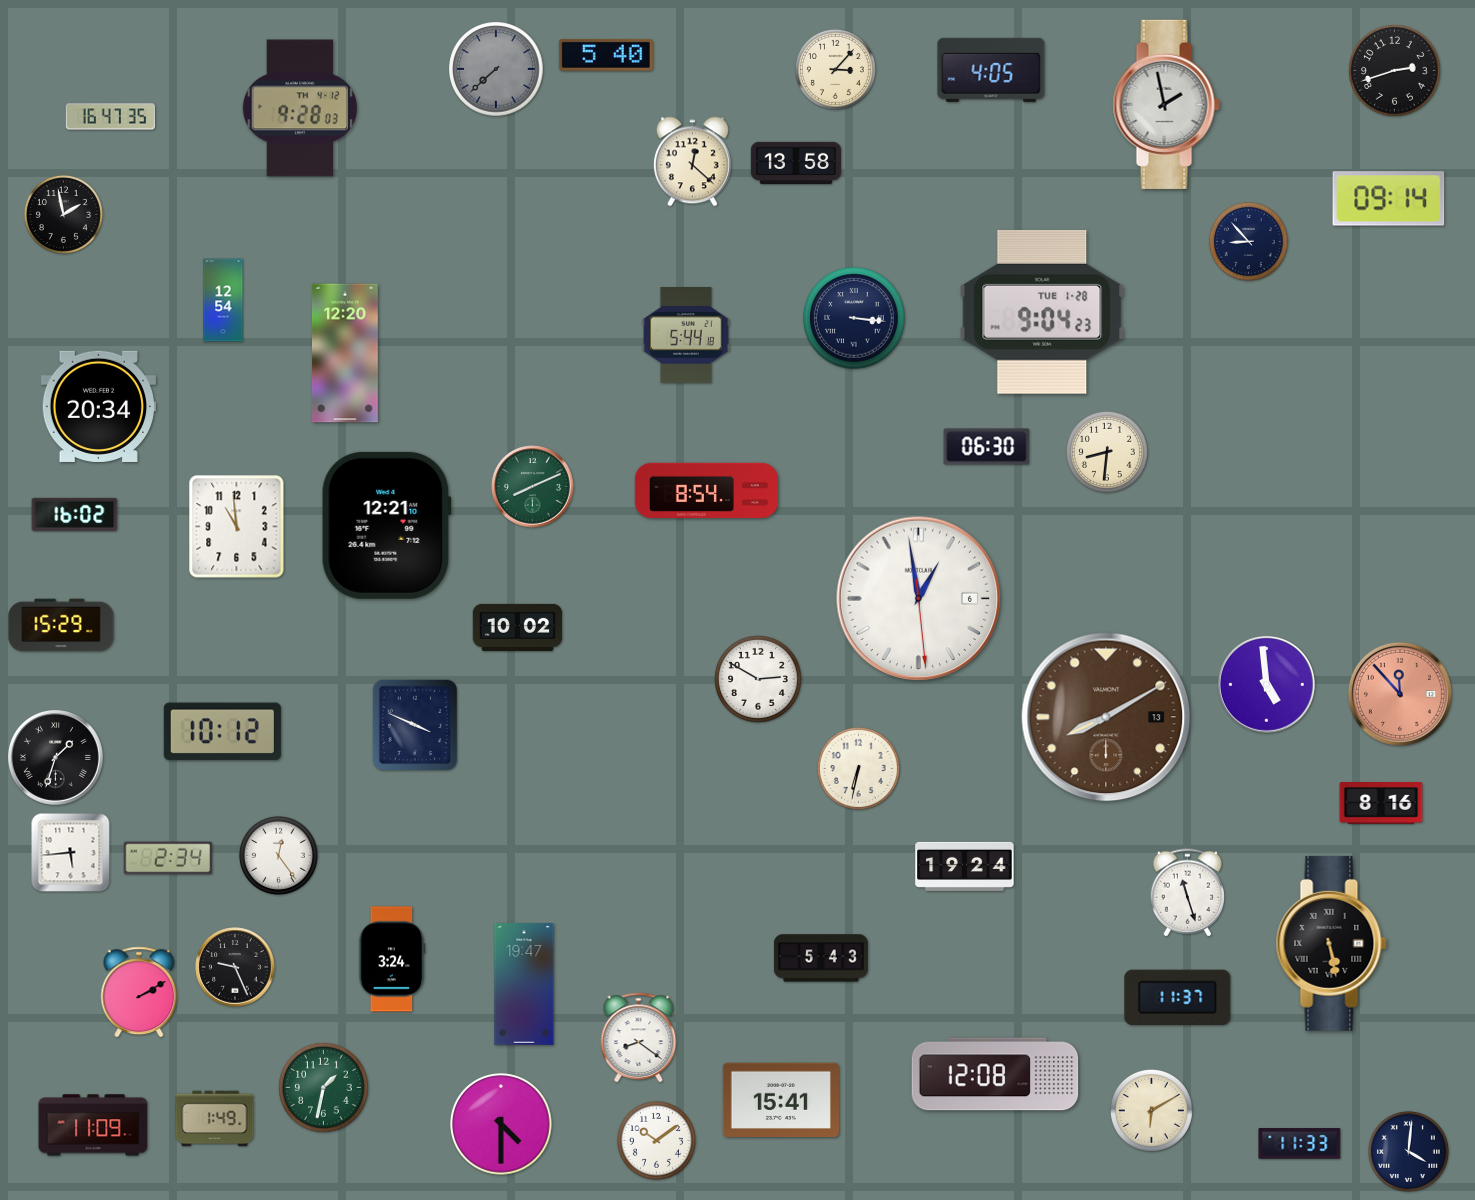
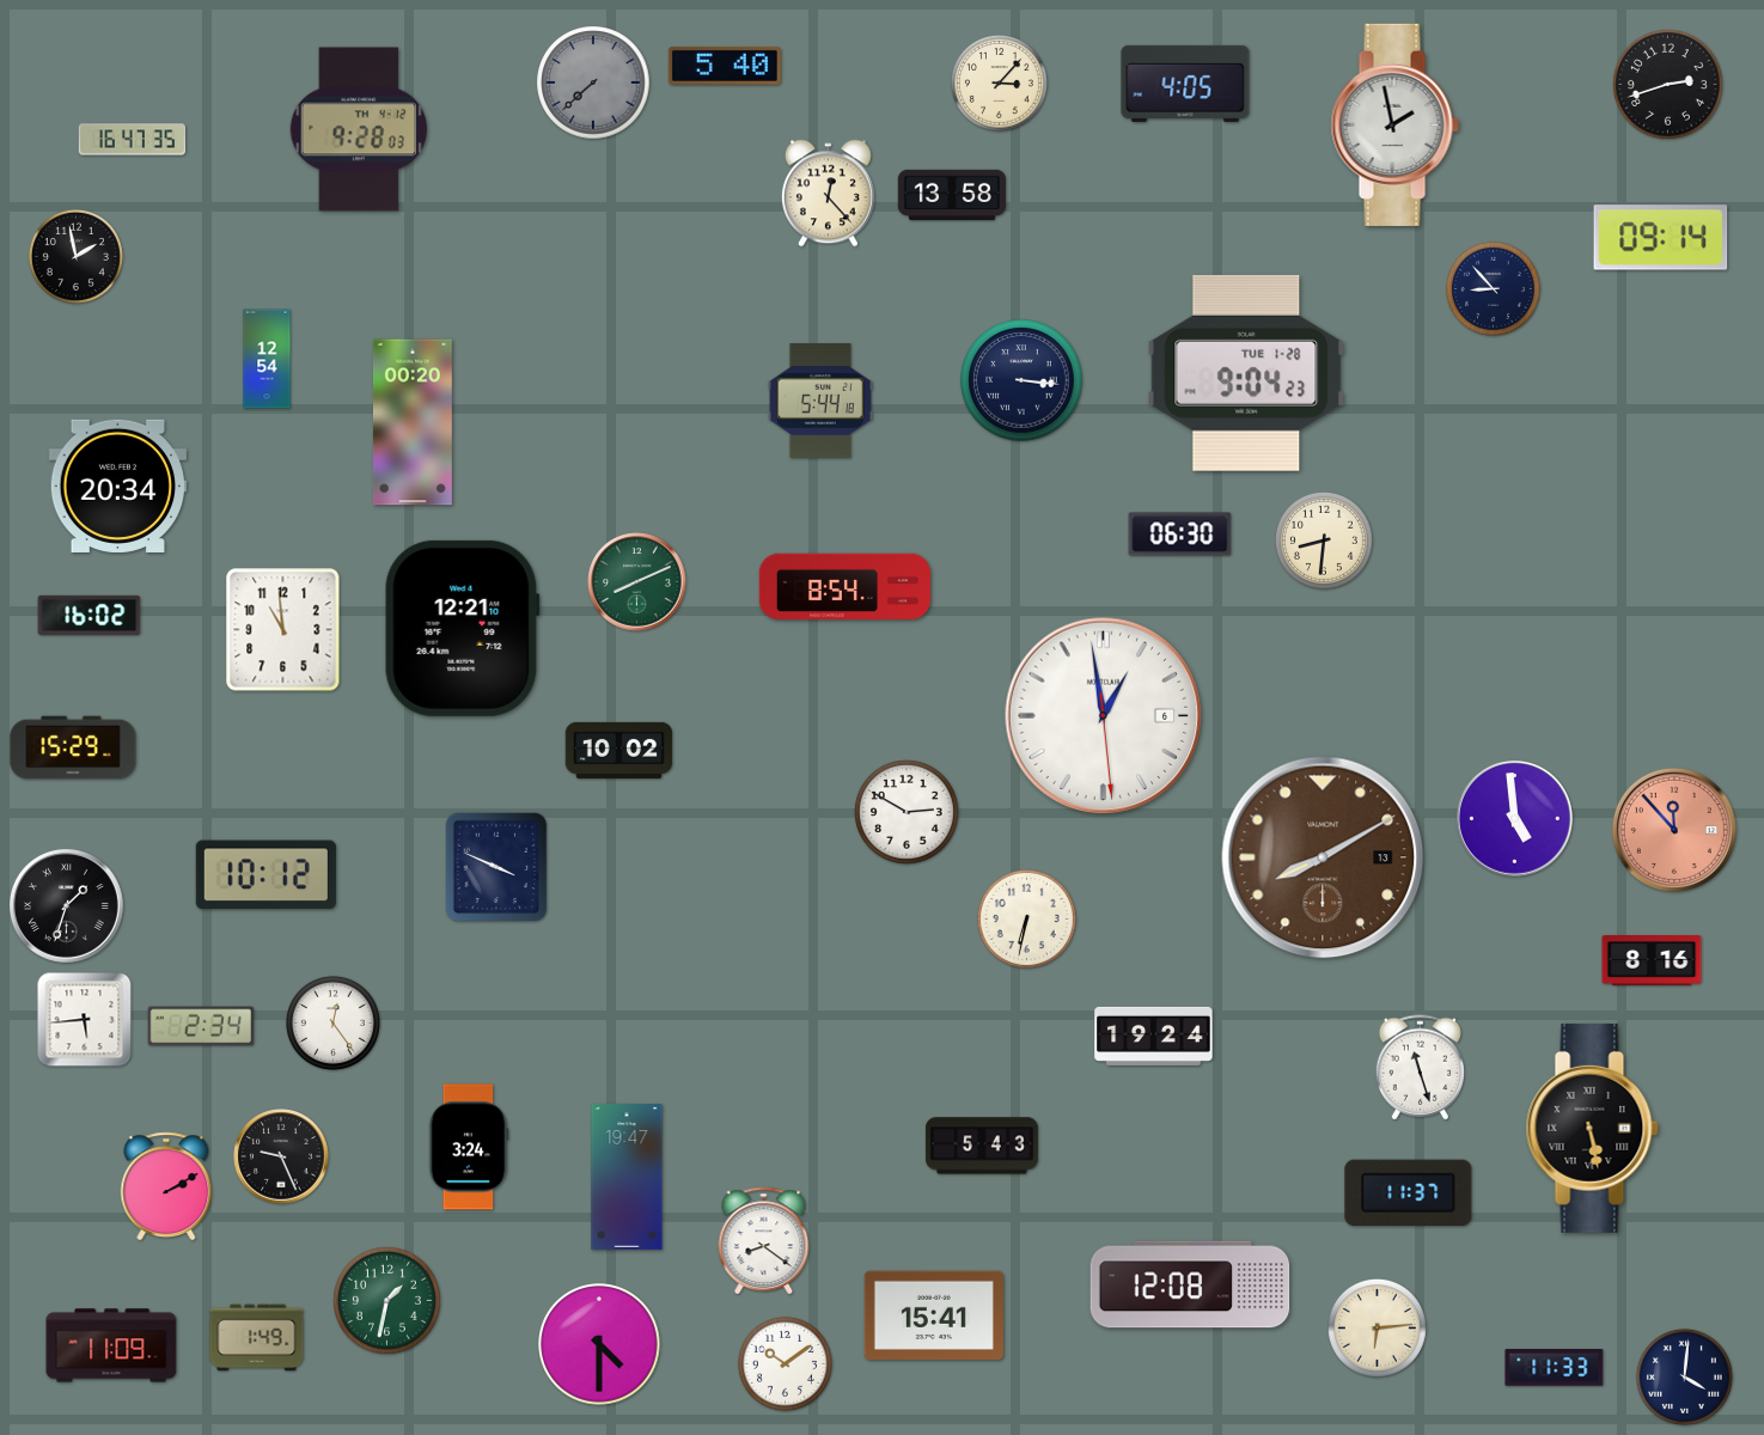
clock at (692, 162): 12:22 -> 12:23
clock at (345, 353): 12:20 -> 00:20
clock at (919, 599) position: (919, 599) -> (1104, 716)
clock at (1151, 1110): 6:10 -> 6:14
